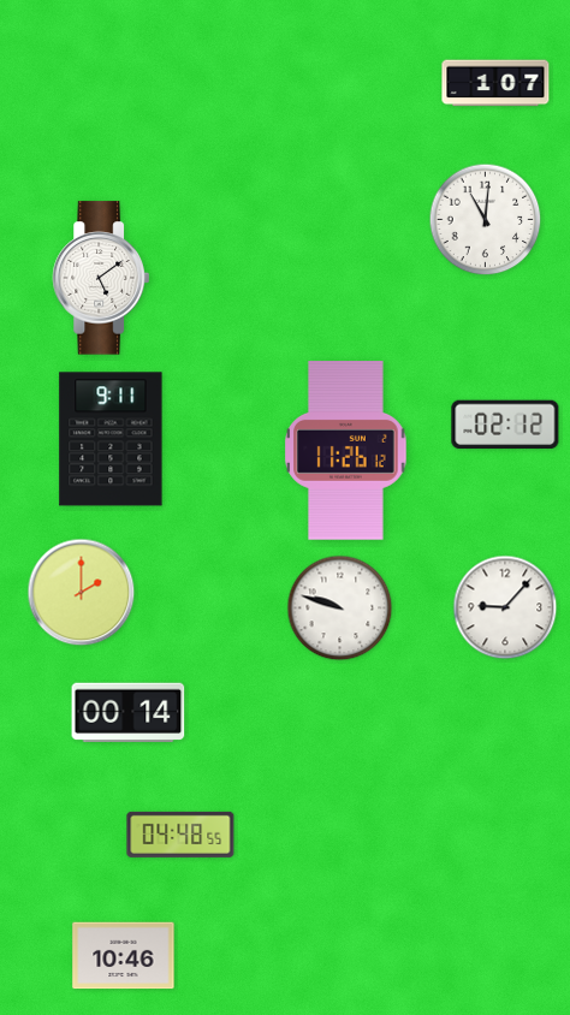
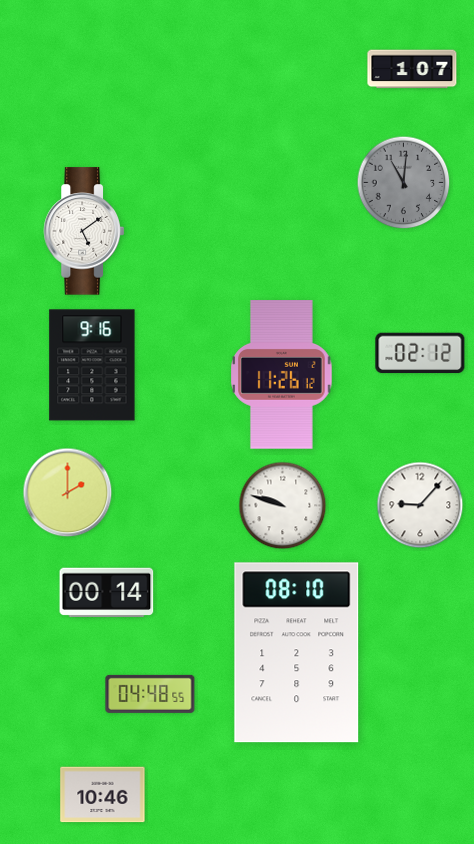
clock at (486, 220) dial: white -> grey
clock at (111, 439): 9:11 -> 9:16
clock at (346, 451) position: (346, 451) -> (282, 375)
clock at (297, 653): none -> 08:10
